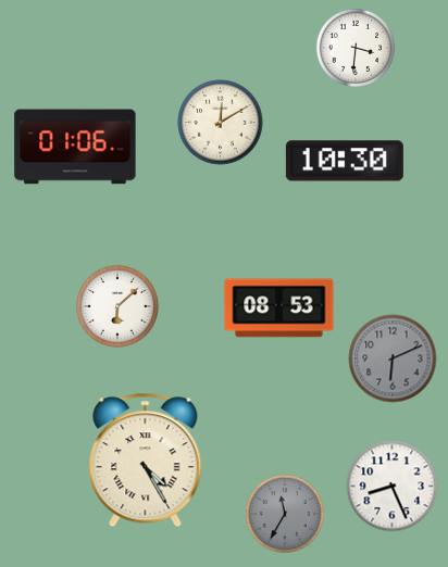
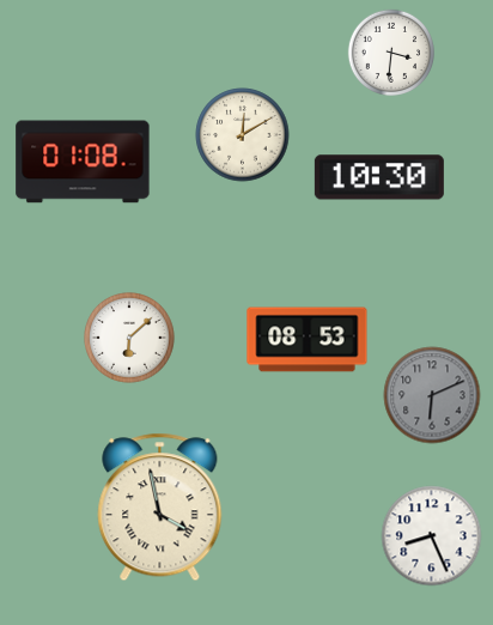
clock at (75, 147): 01:06 -> 01:08
clock at (146, 461): 4:25 -> 3:58
clock at (284, 513): 11:35 -> none
